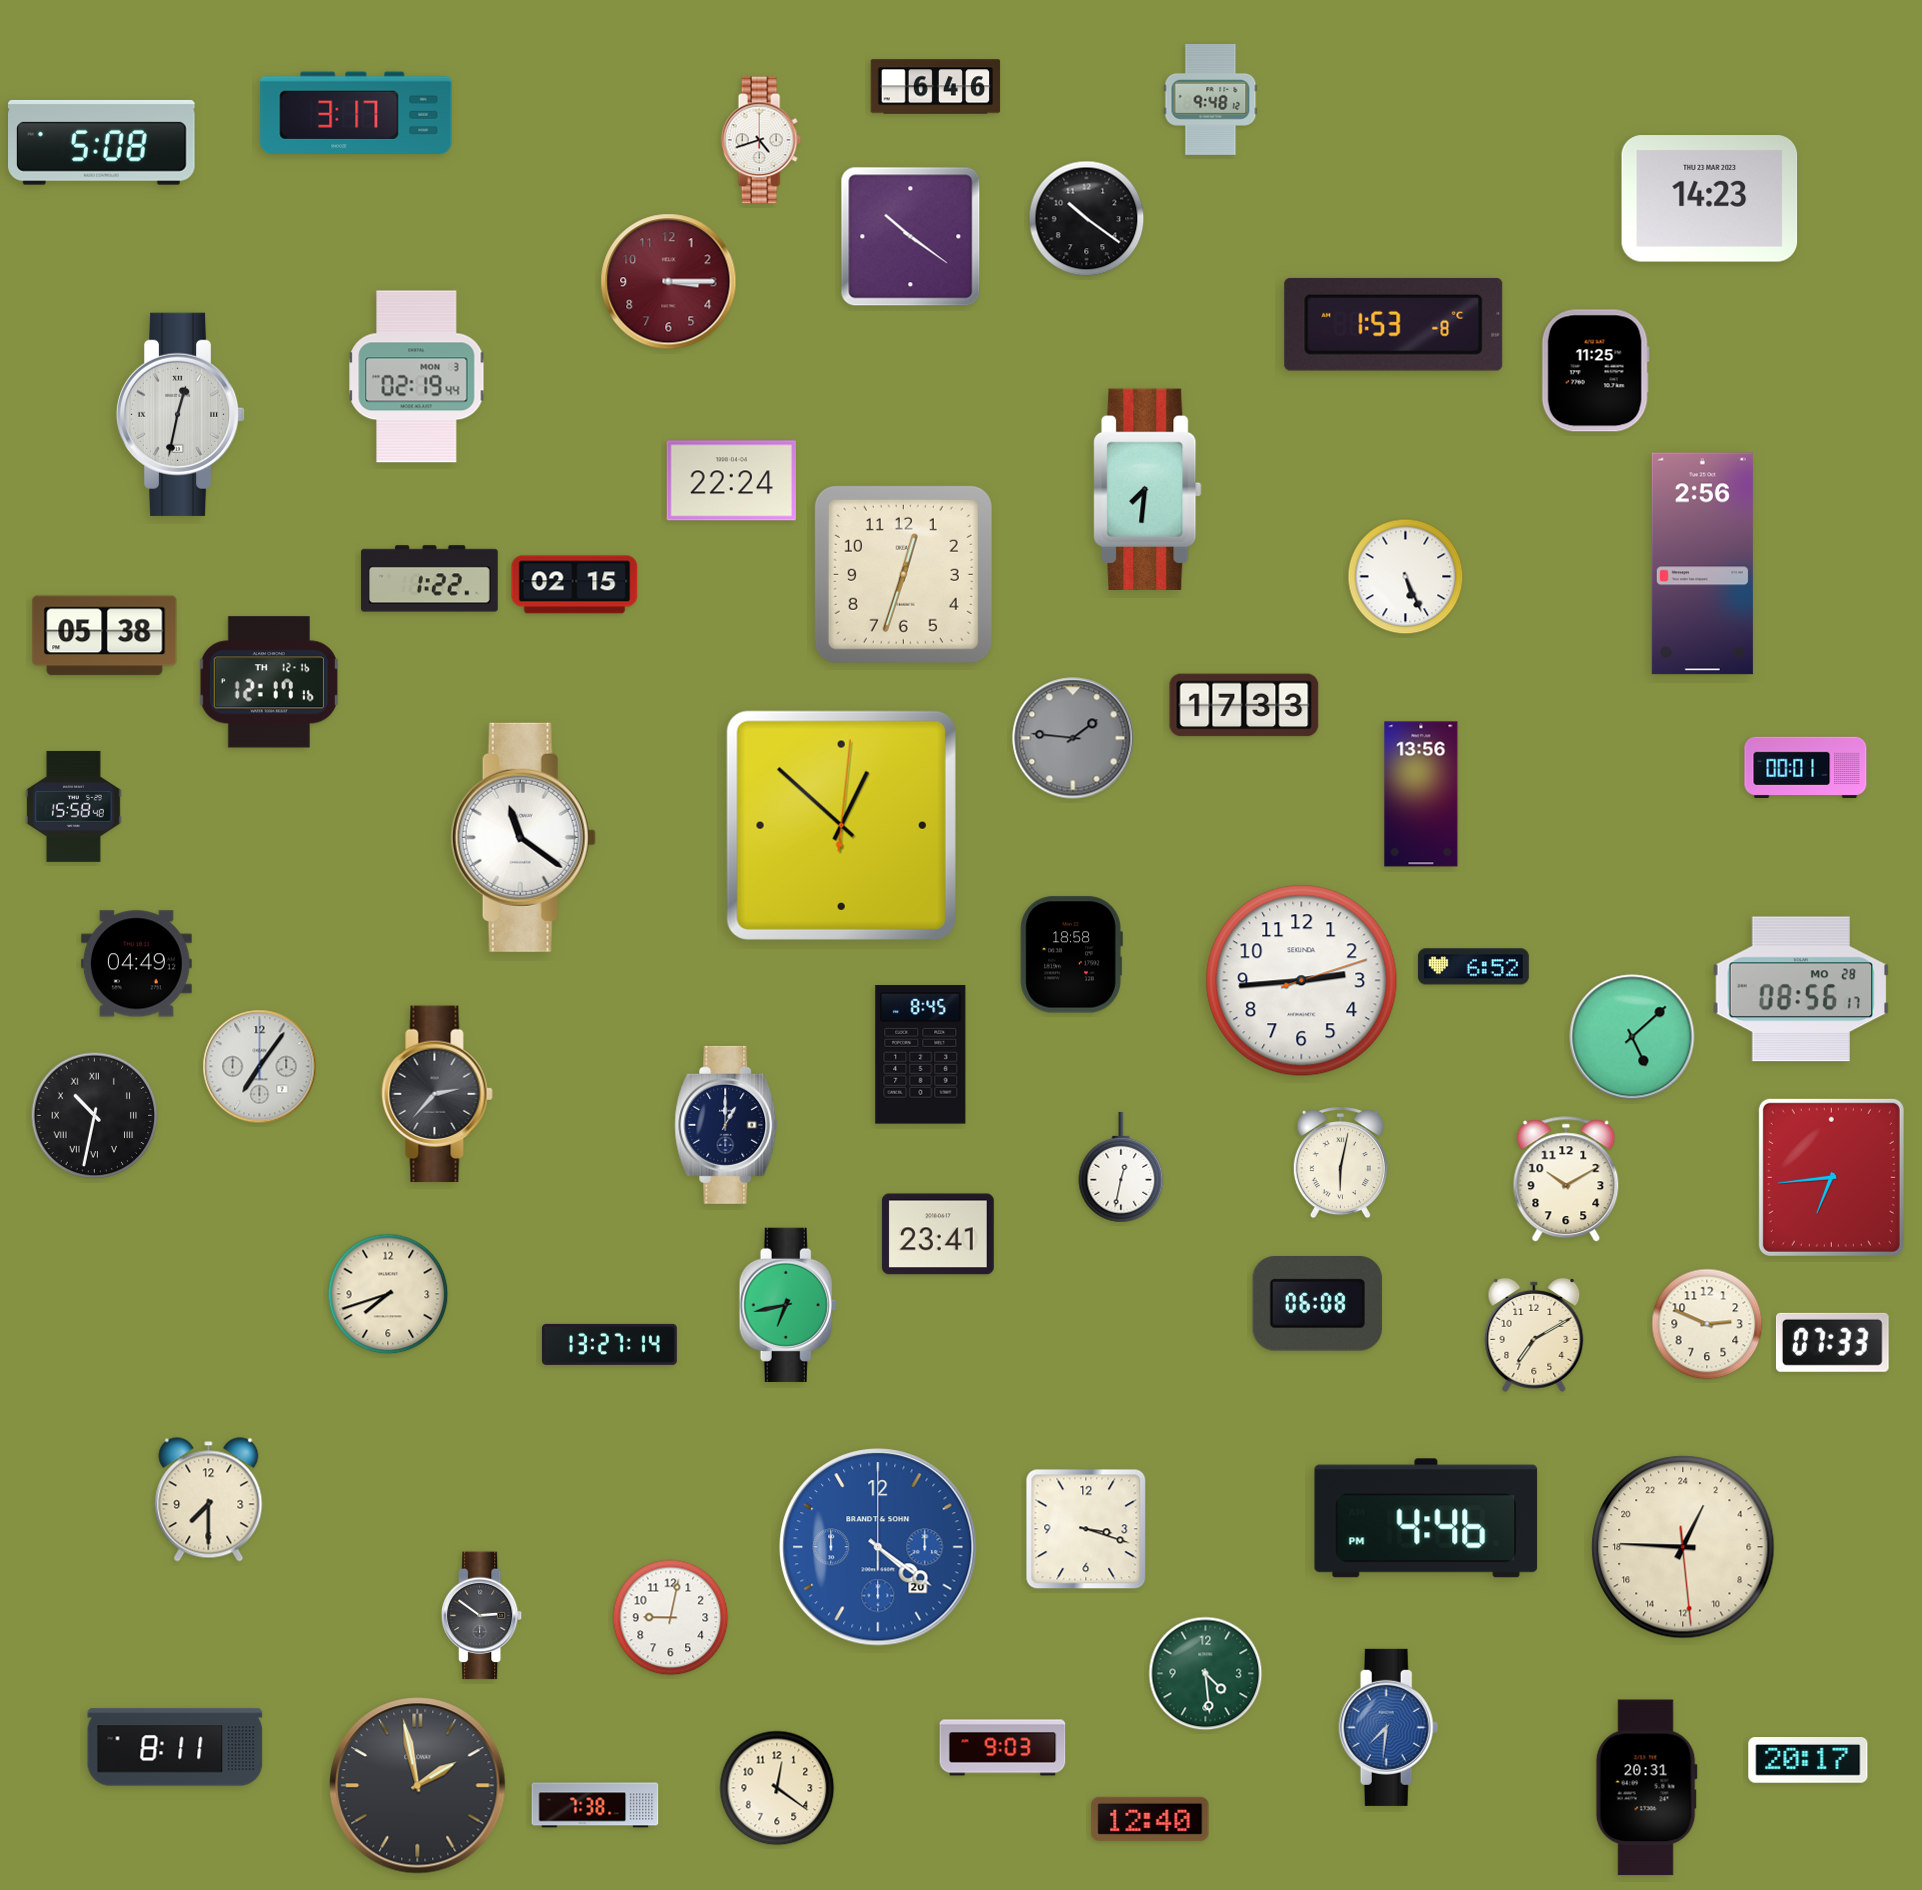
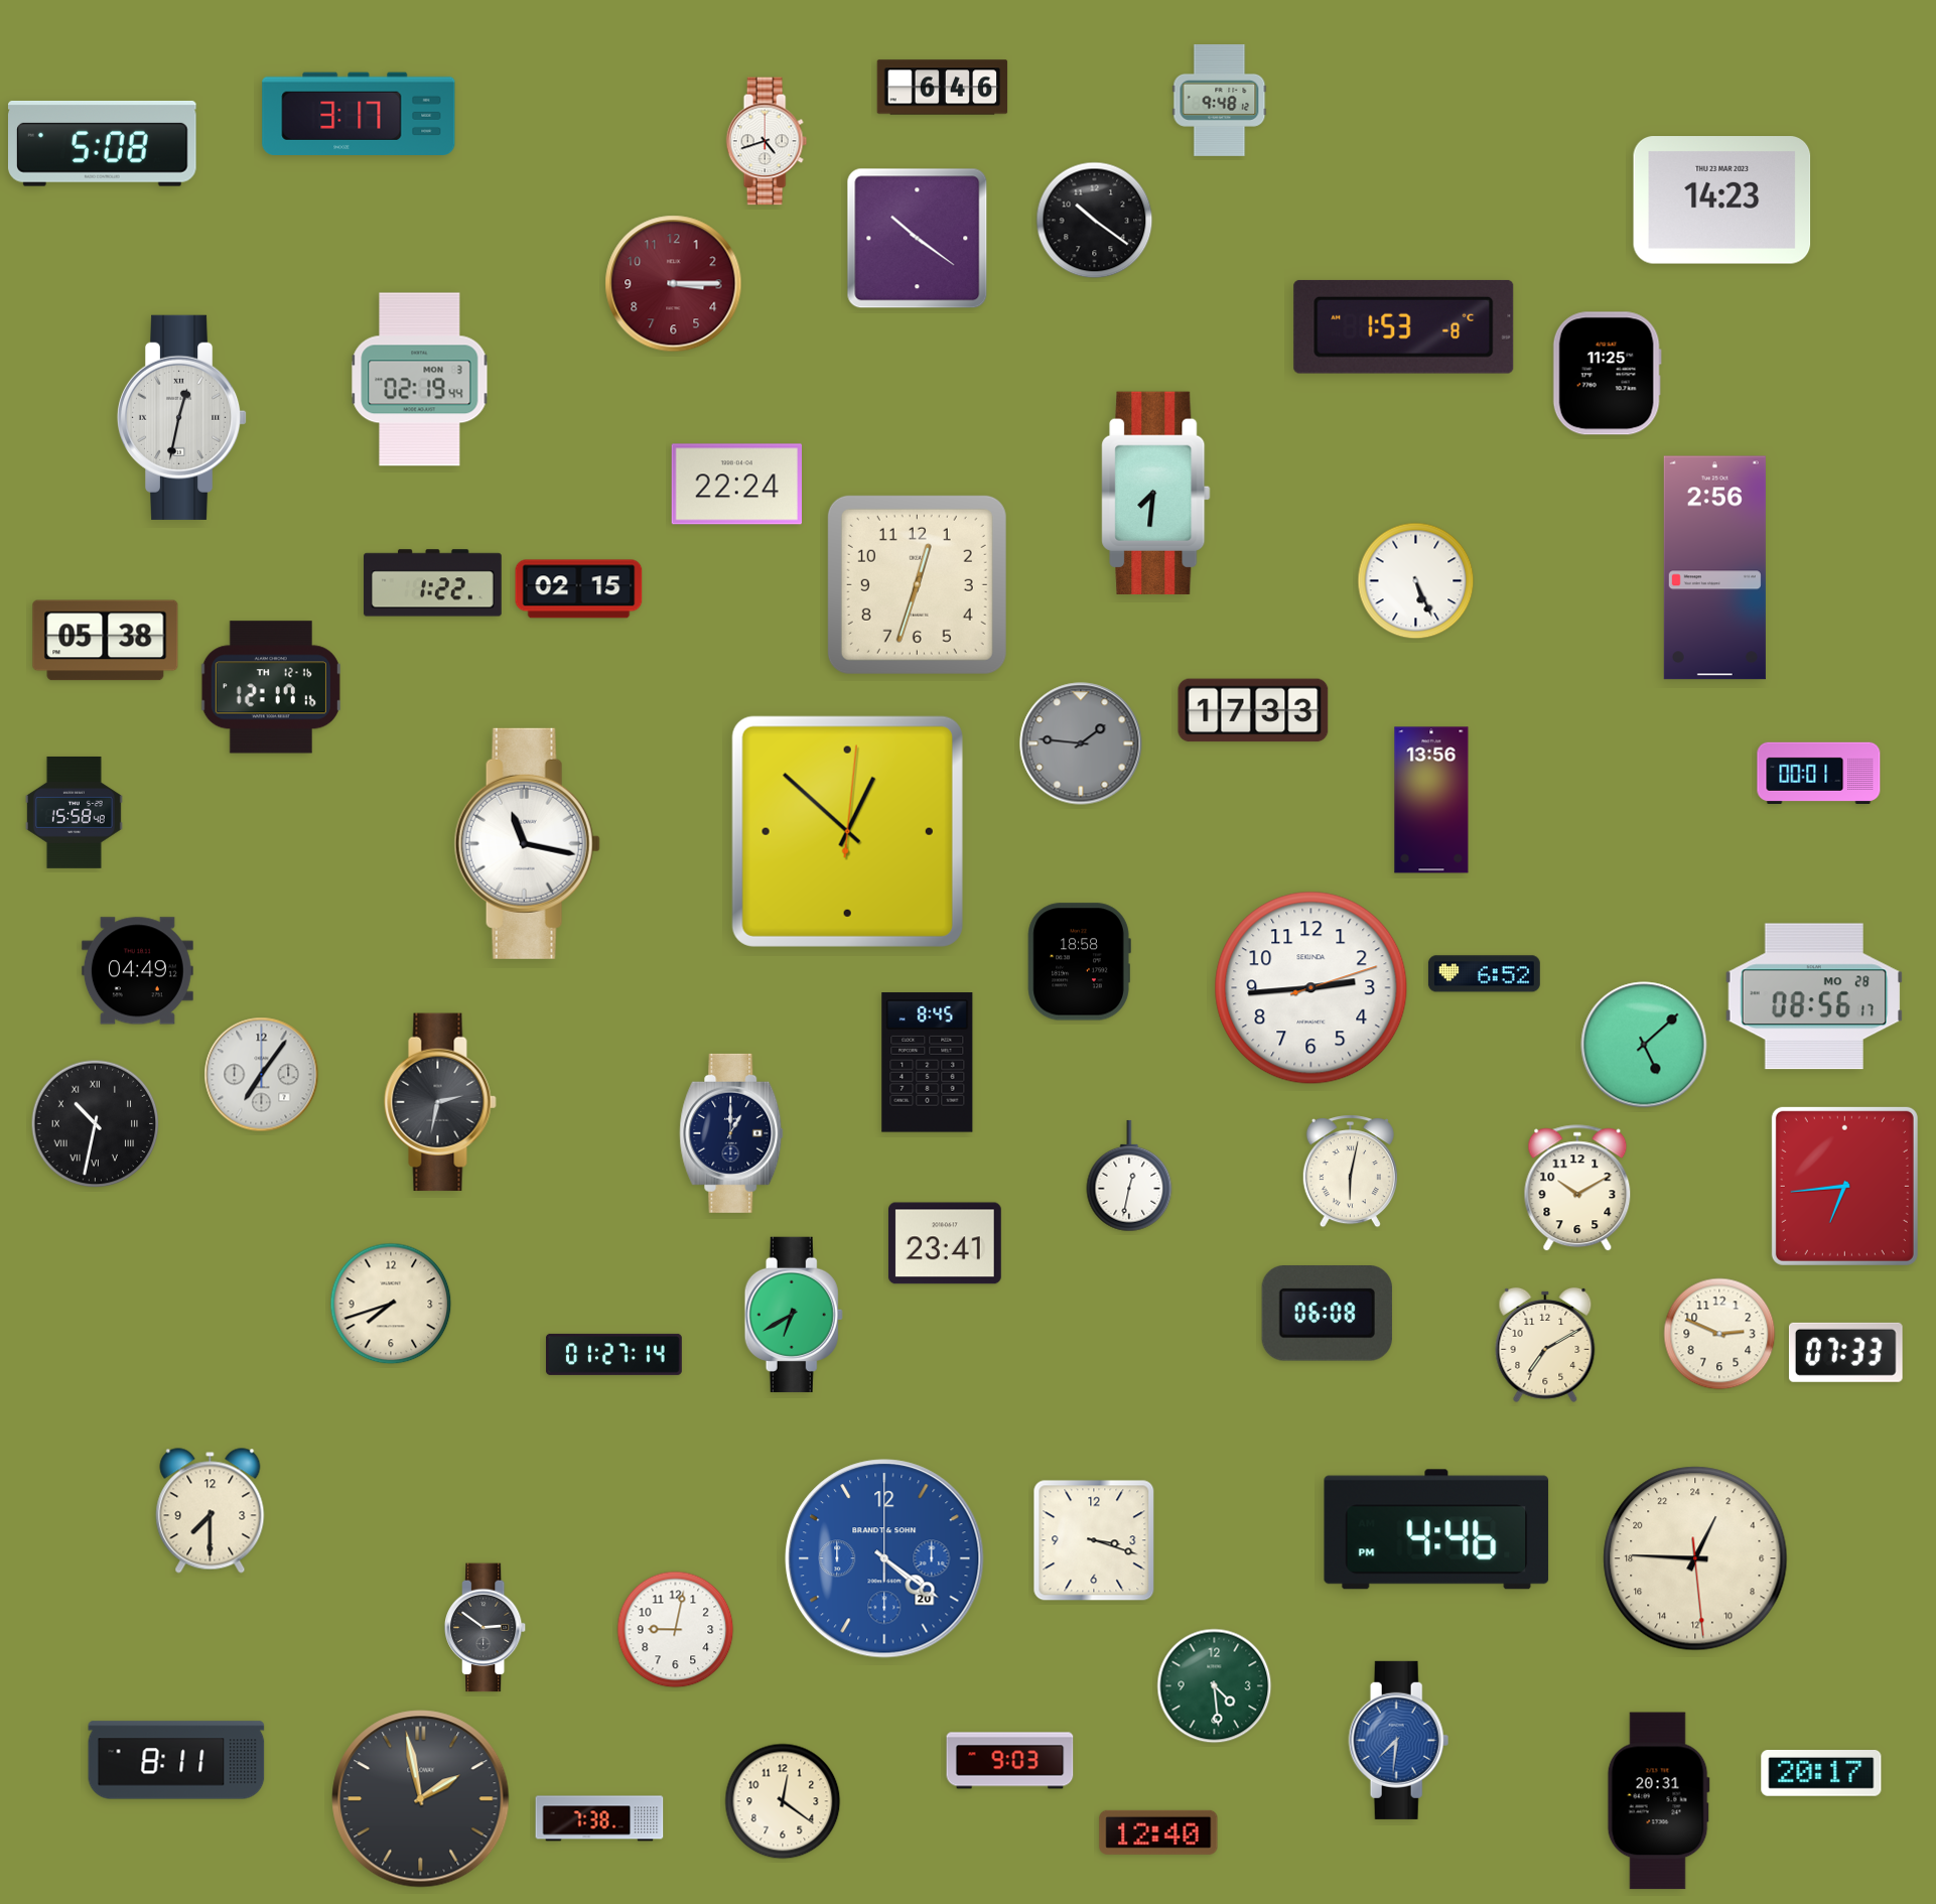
clock at (903, 574) position: (903, 574) -> (917, 584)
clock at (523, 837): 11:21 -> 11:17
clock at (437, 1094): 2:37 -> 2:32
clock at (788, 1305): 6:43 -> 6:40
clock at (609, 1344): 13:27 -> 01:27
